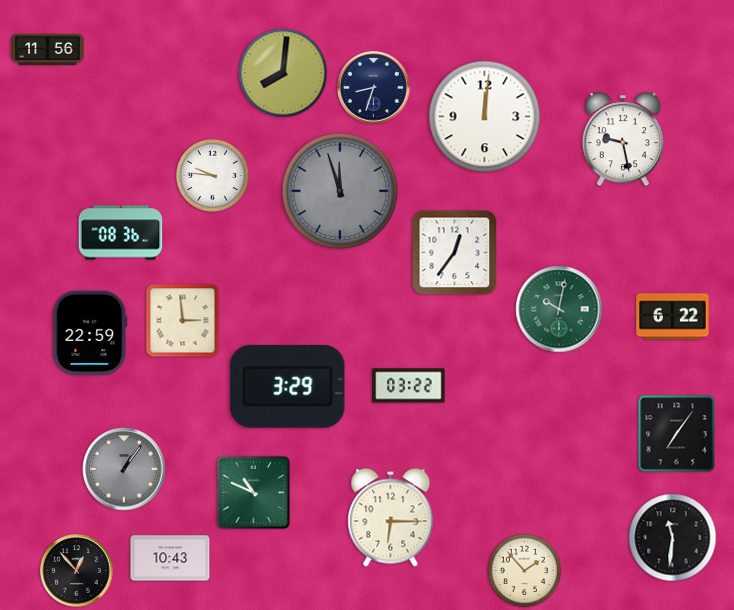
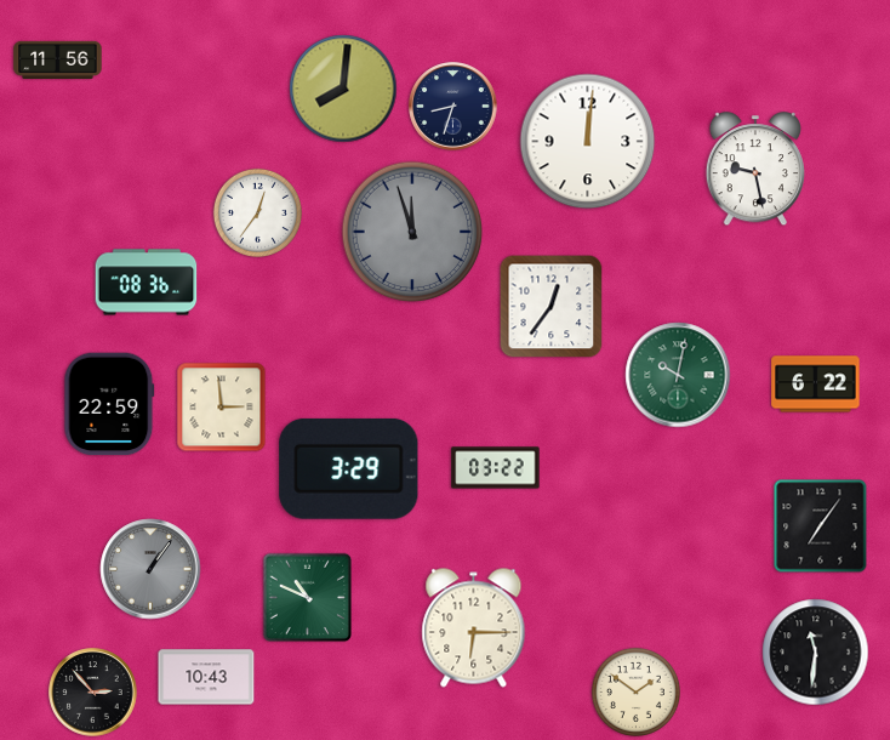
clock at (212, 175): 9:46 -> 12:36
clock at (183, 321) position: (183, 321) -> (222, 408)
clock at (524, 570): 1:53 -> 1:51
clock at (77, 571): 12:53 -> 2:53
